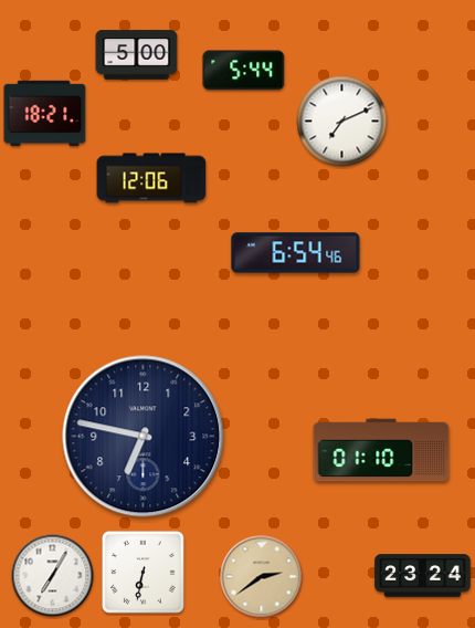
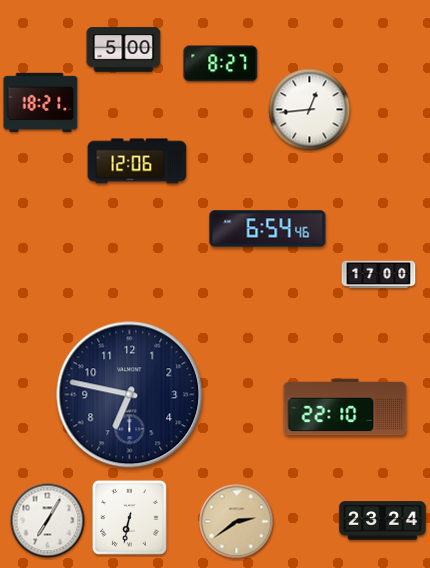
clock at (244, 71): 5:44 -> 8:27
clock at (342, 122): 7:11 -> 12:44
clock at (379, 275): none -> 17:00
clock at (381, 450): 01:10 -> 22:10
